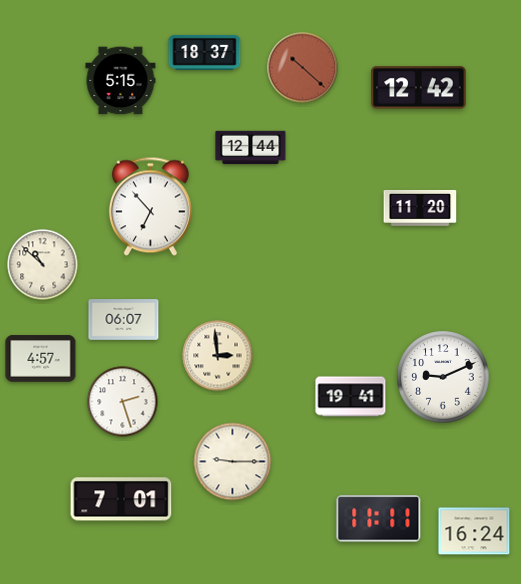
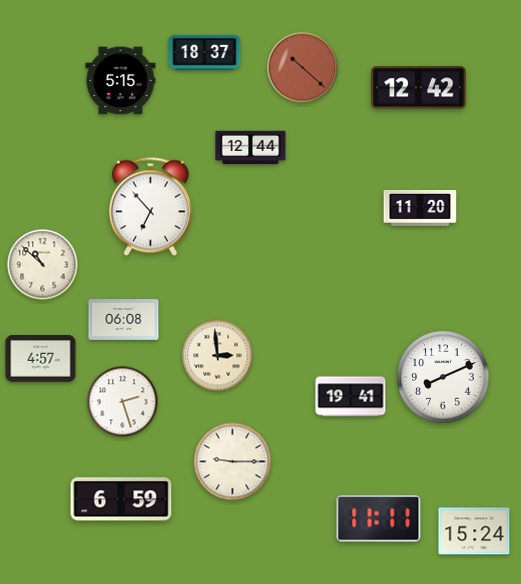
clock at (124, 320): 06:07 -> 06:08
clock at (443, 377): 9:11 -> 8:11
clock at (121, 499): 7:01 -> 6:59
clock at (474, 531): 16:24 -> 15:24
